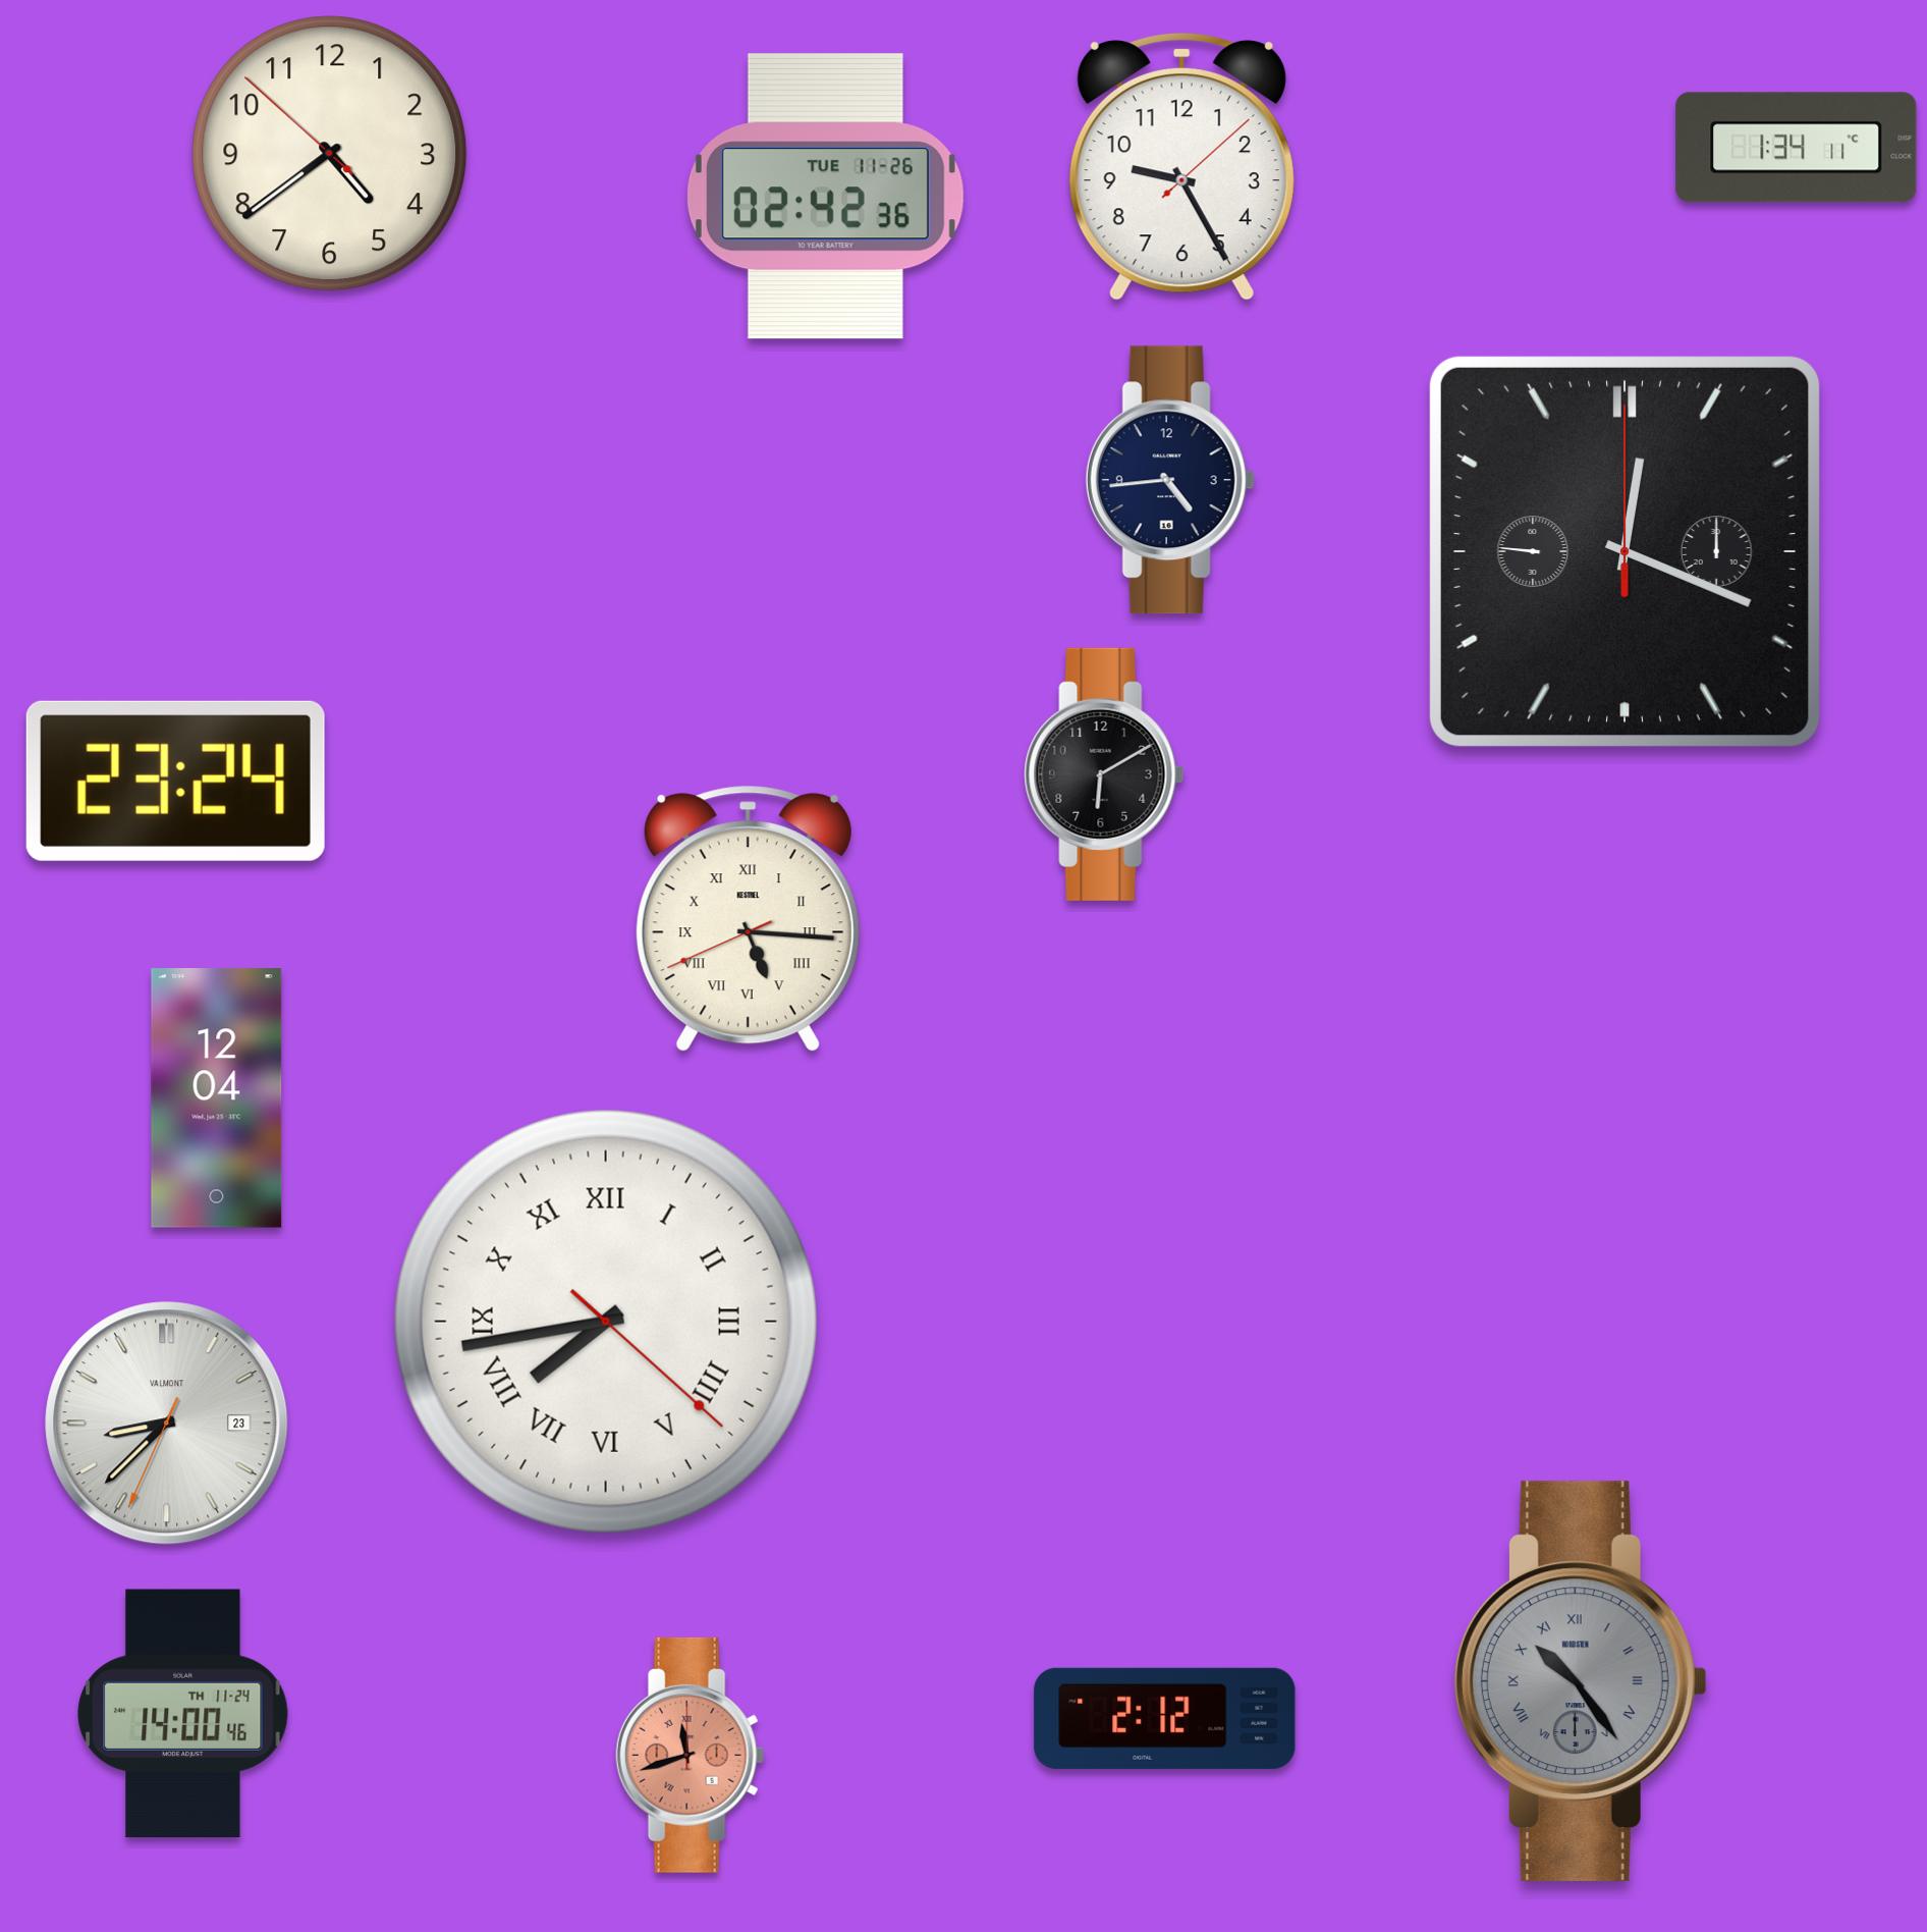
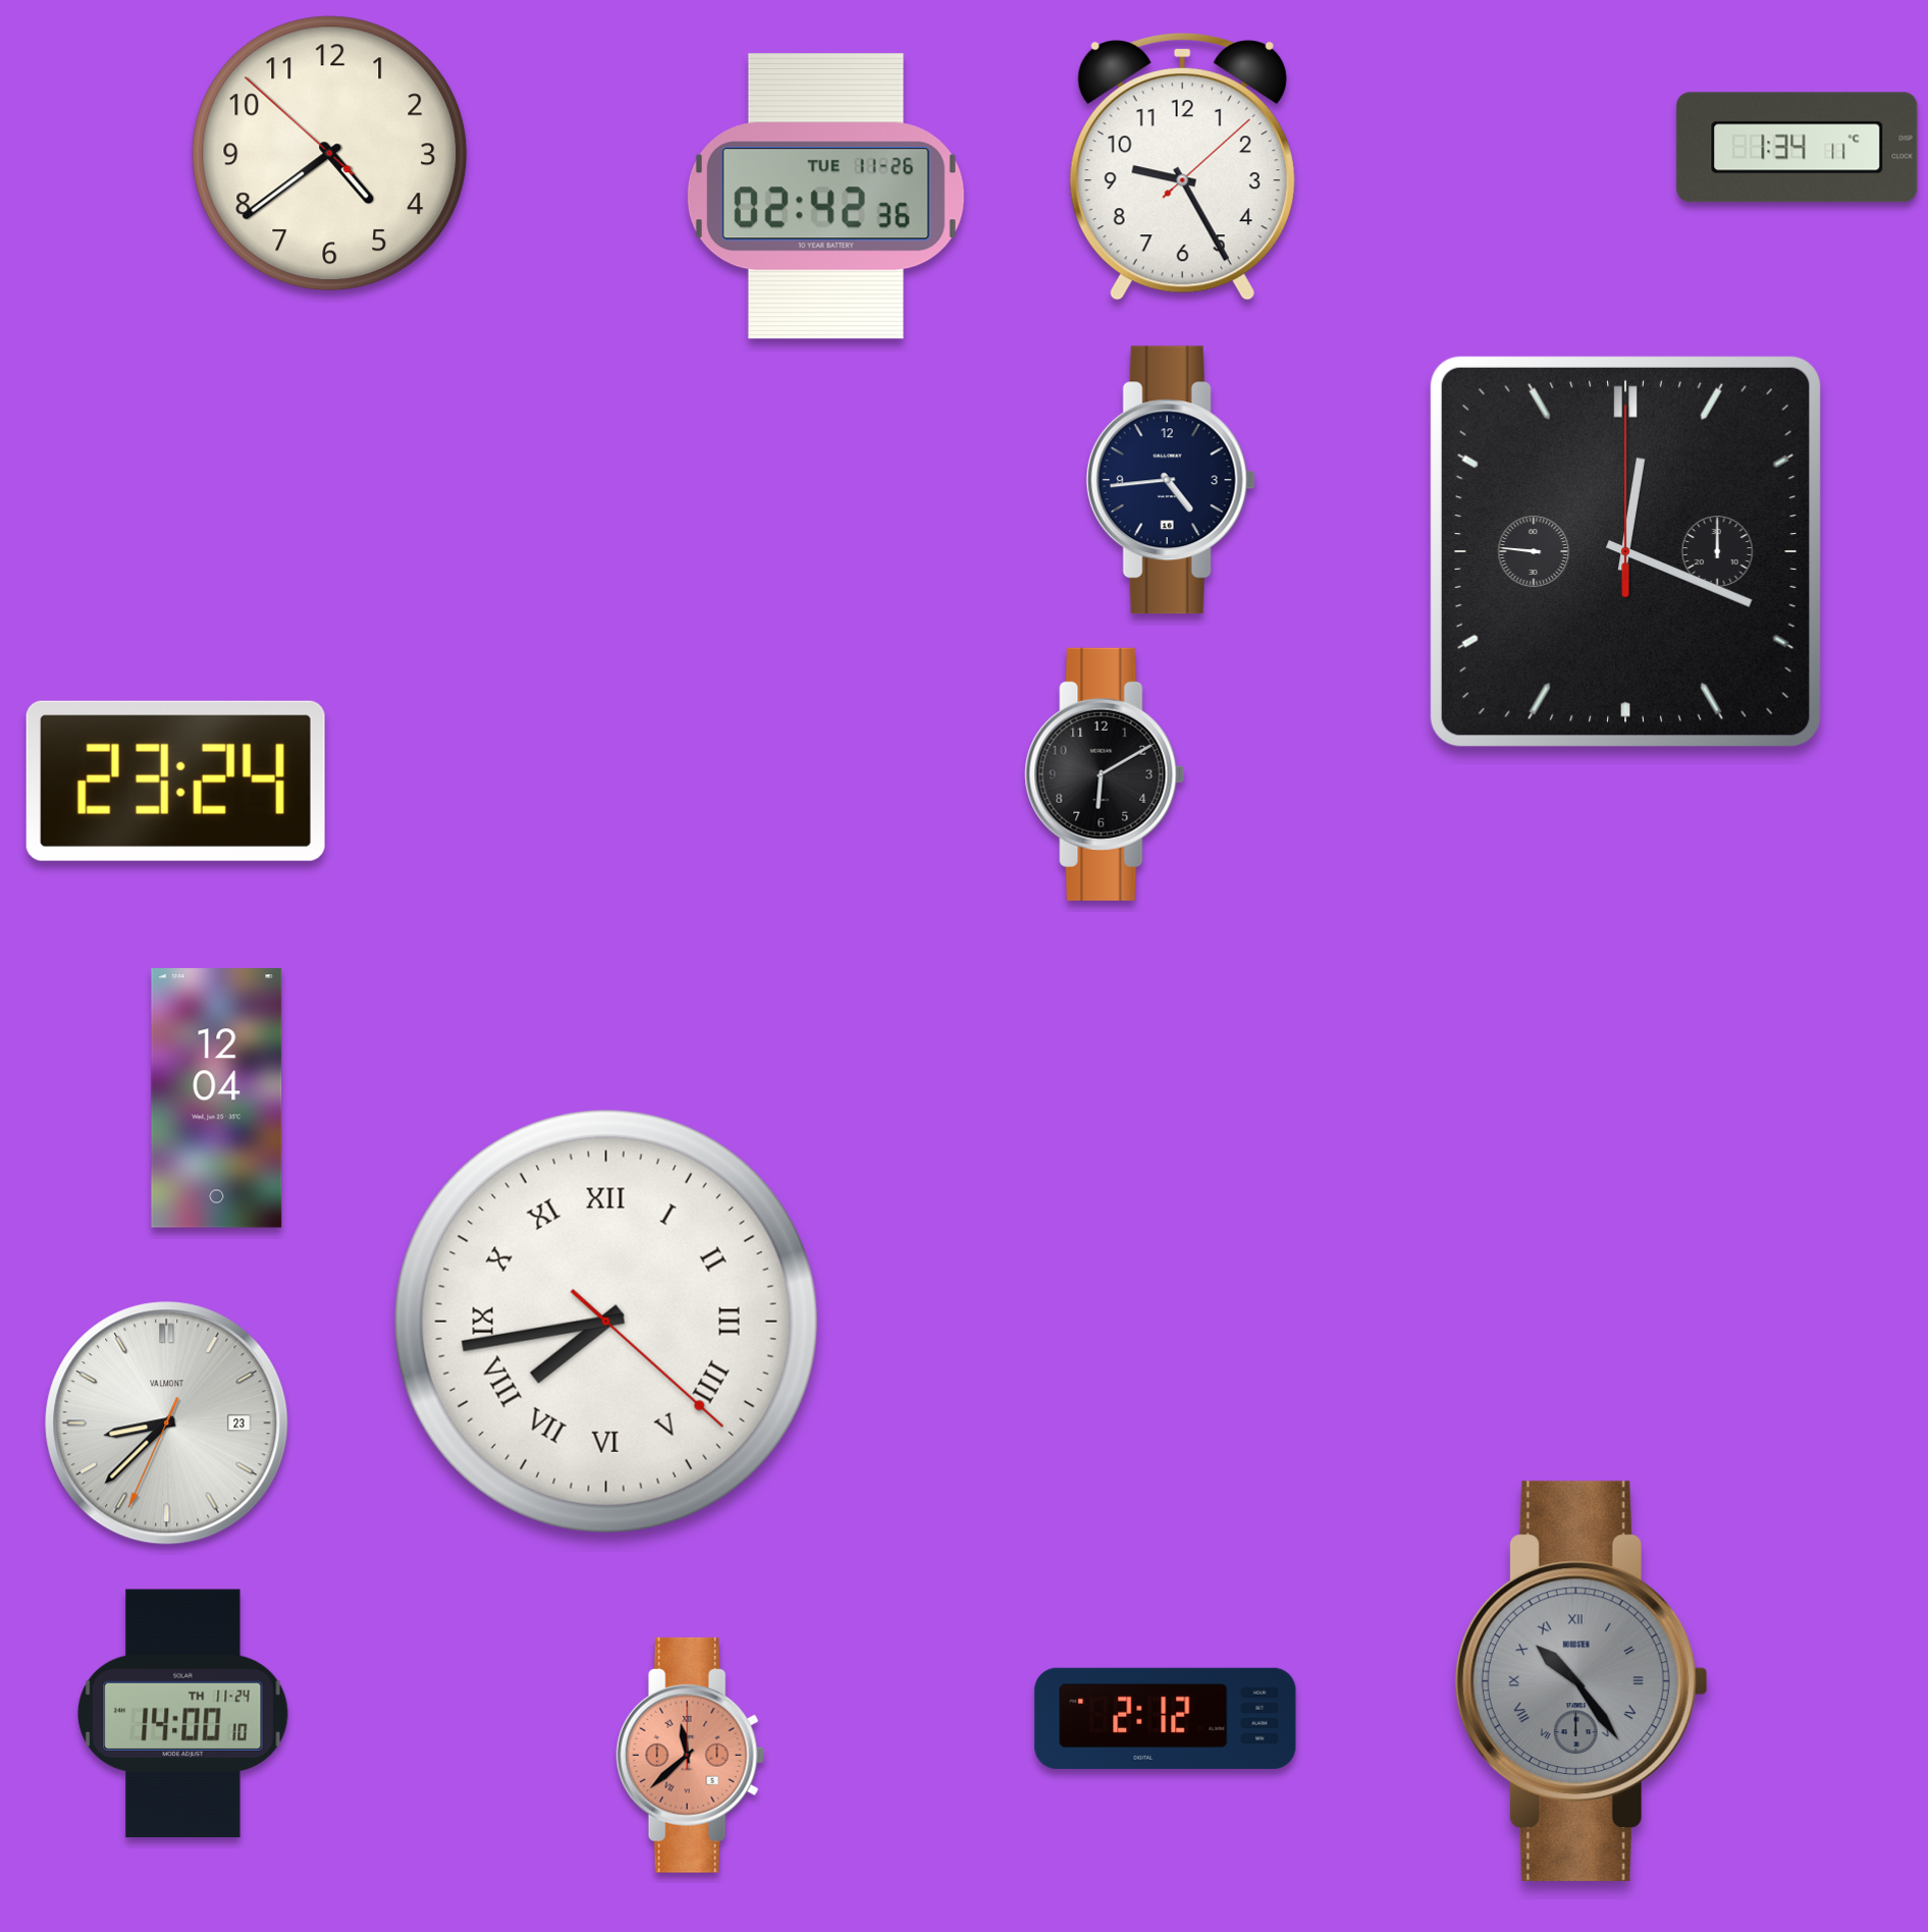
clock at (748, 919): 5:15 -> none
clock at (183, 1714): 14:00:46 -> 14:00:10
clock at (691, 1755): 11:42 -> 11:38
